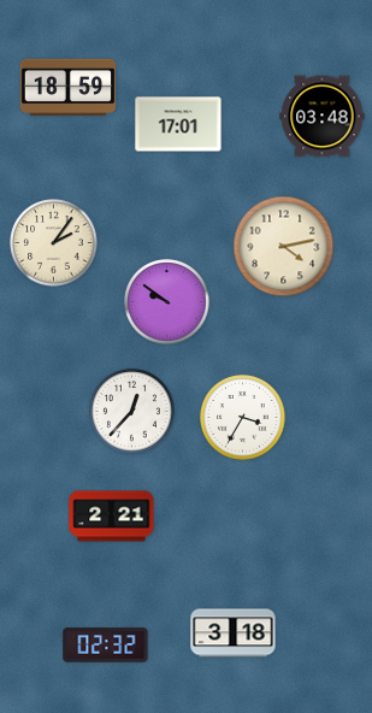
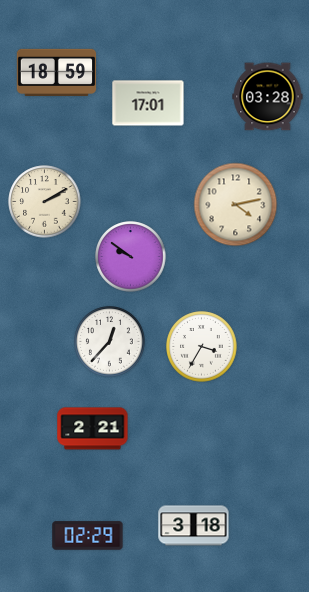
clock at (323, 117): 03:48 -> 03:28
clock at (54, 243): 2:06 -> 2:10
clock at (167, 302) position: (167, 302) -> (131, 257)
clock at (106, 646): 02:32 -> 02:29
